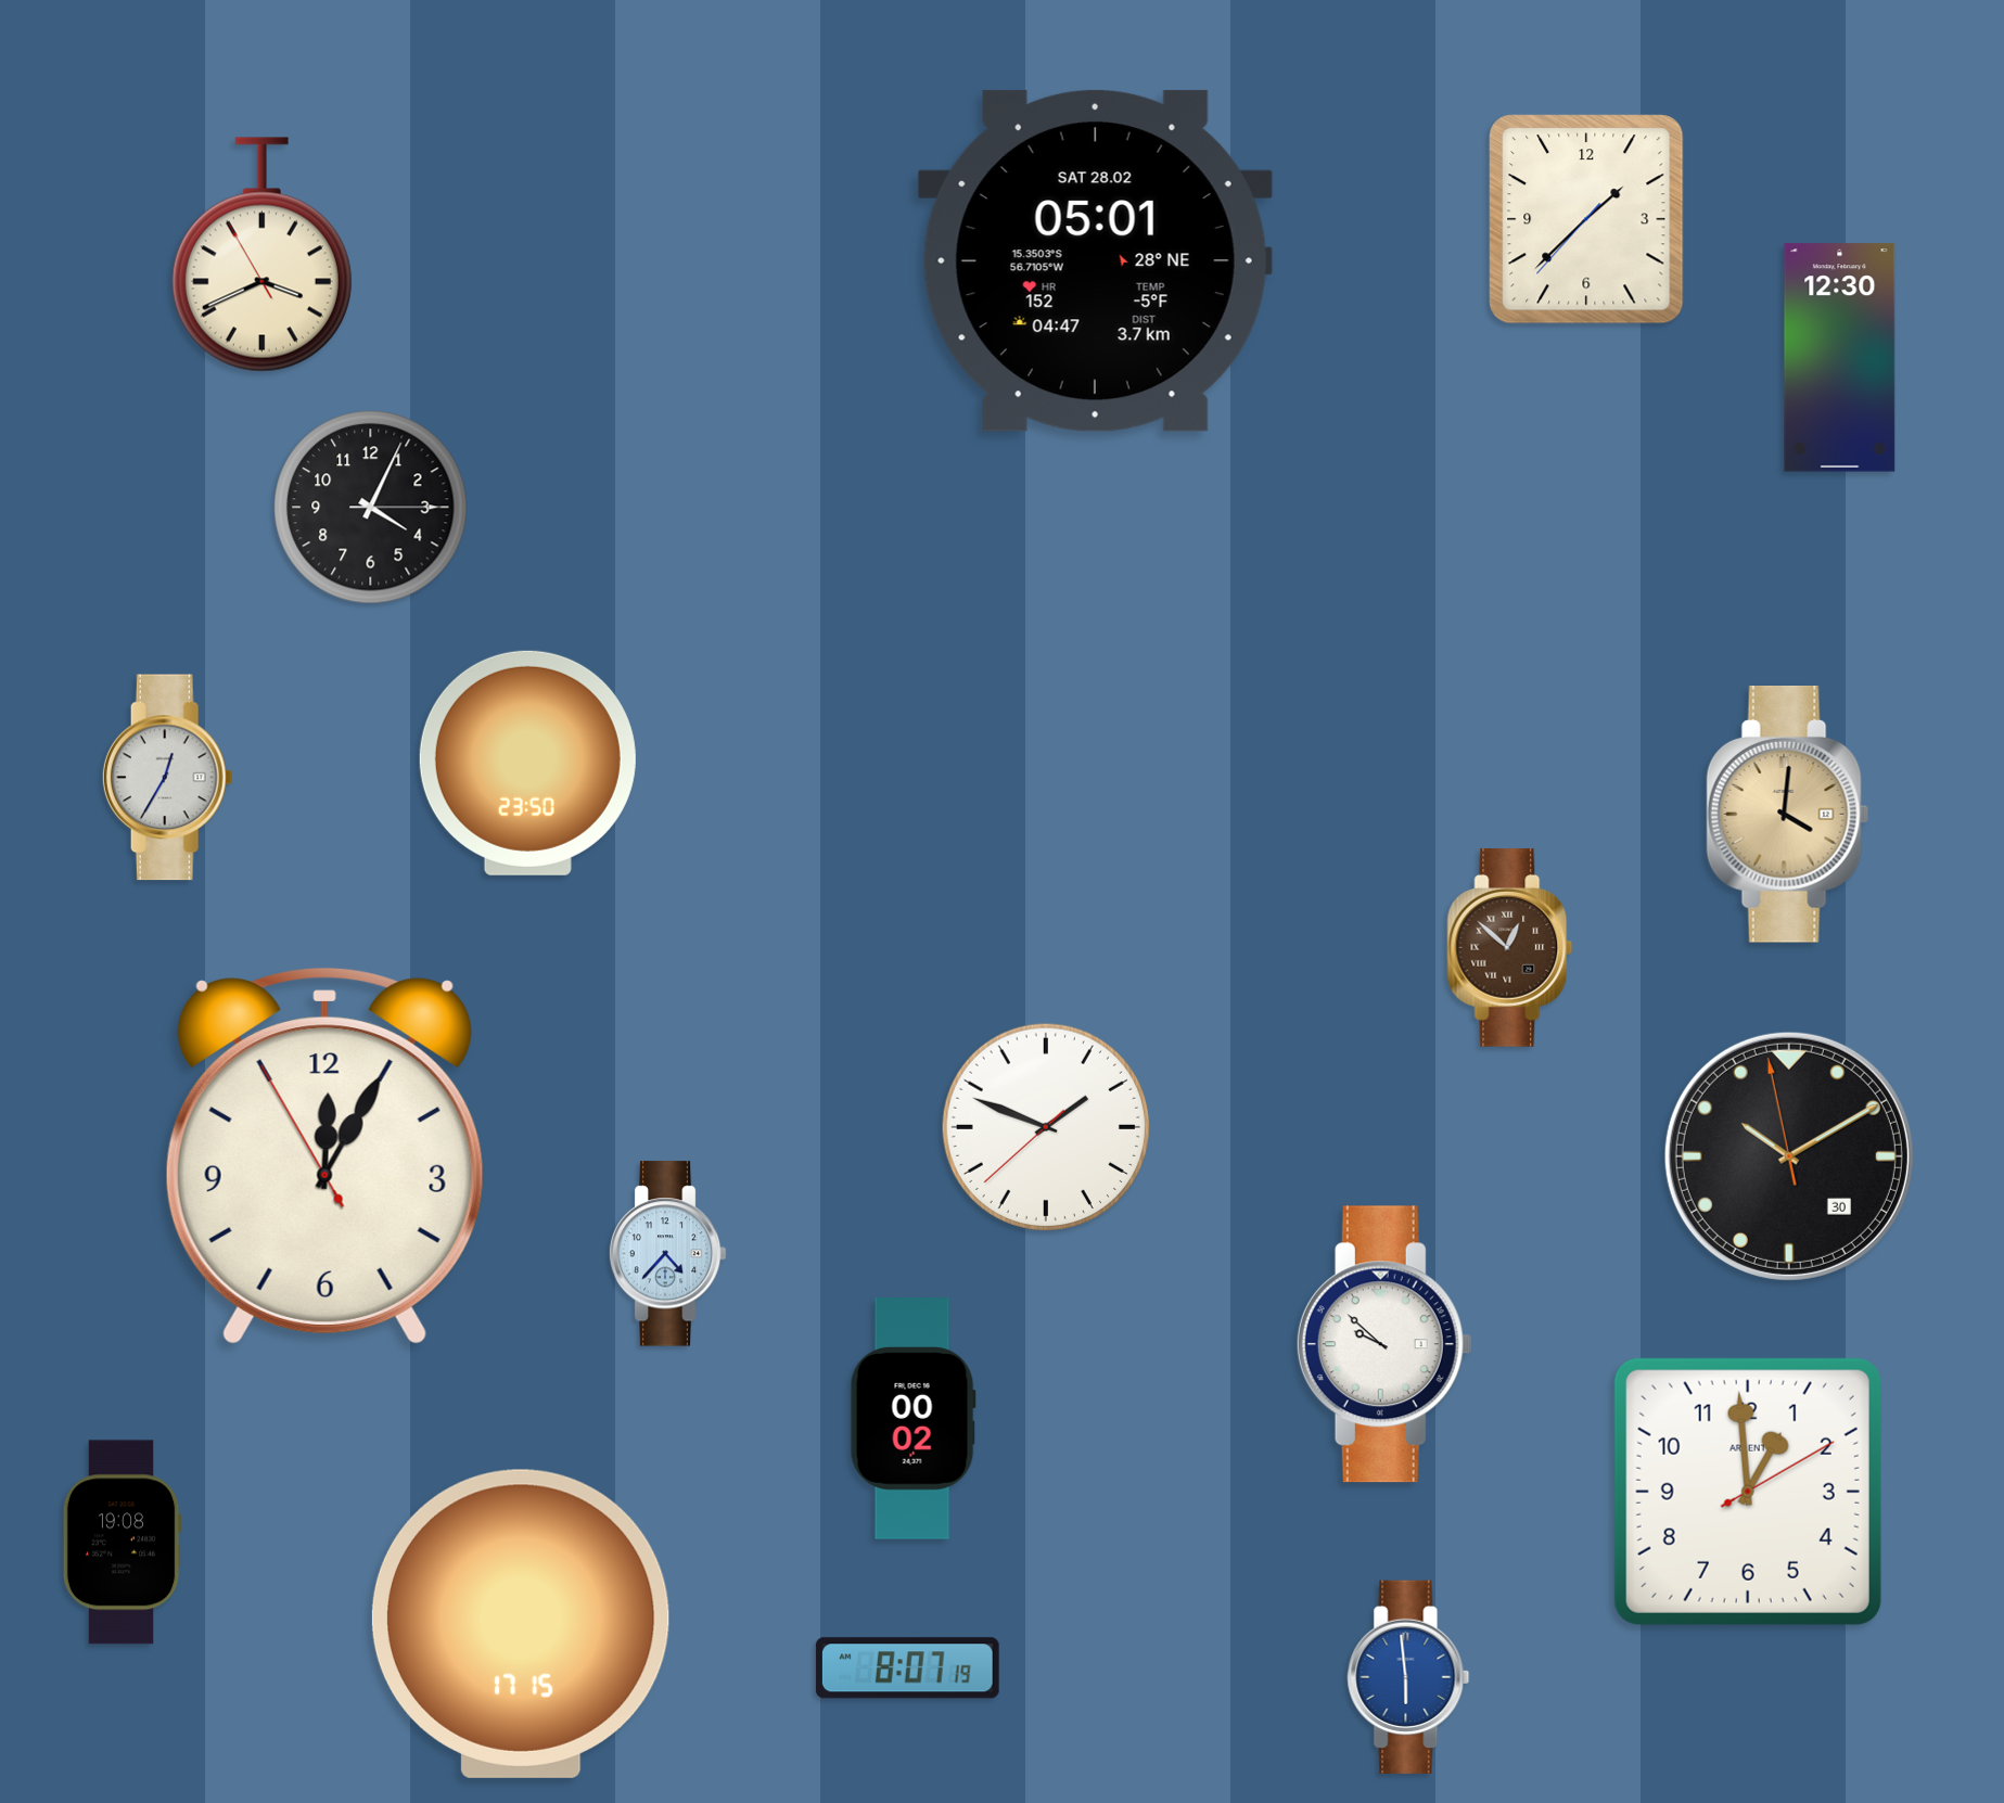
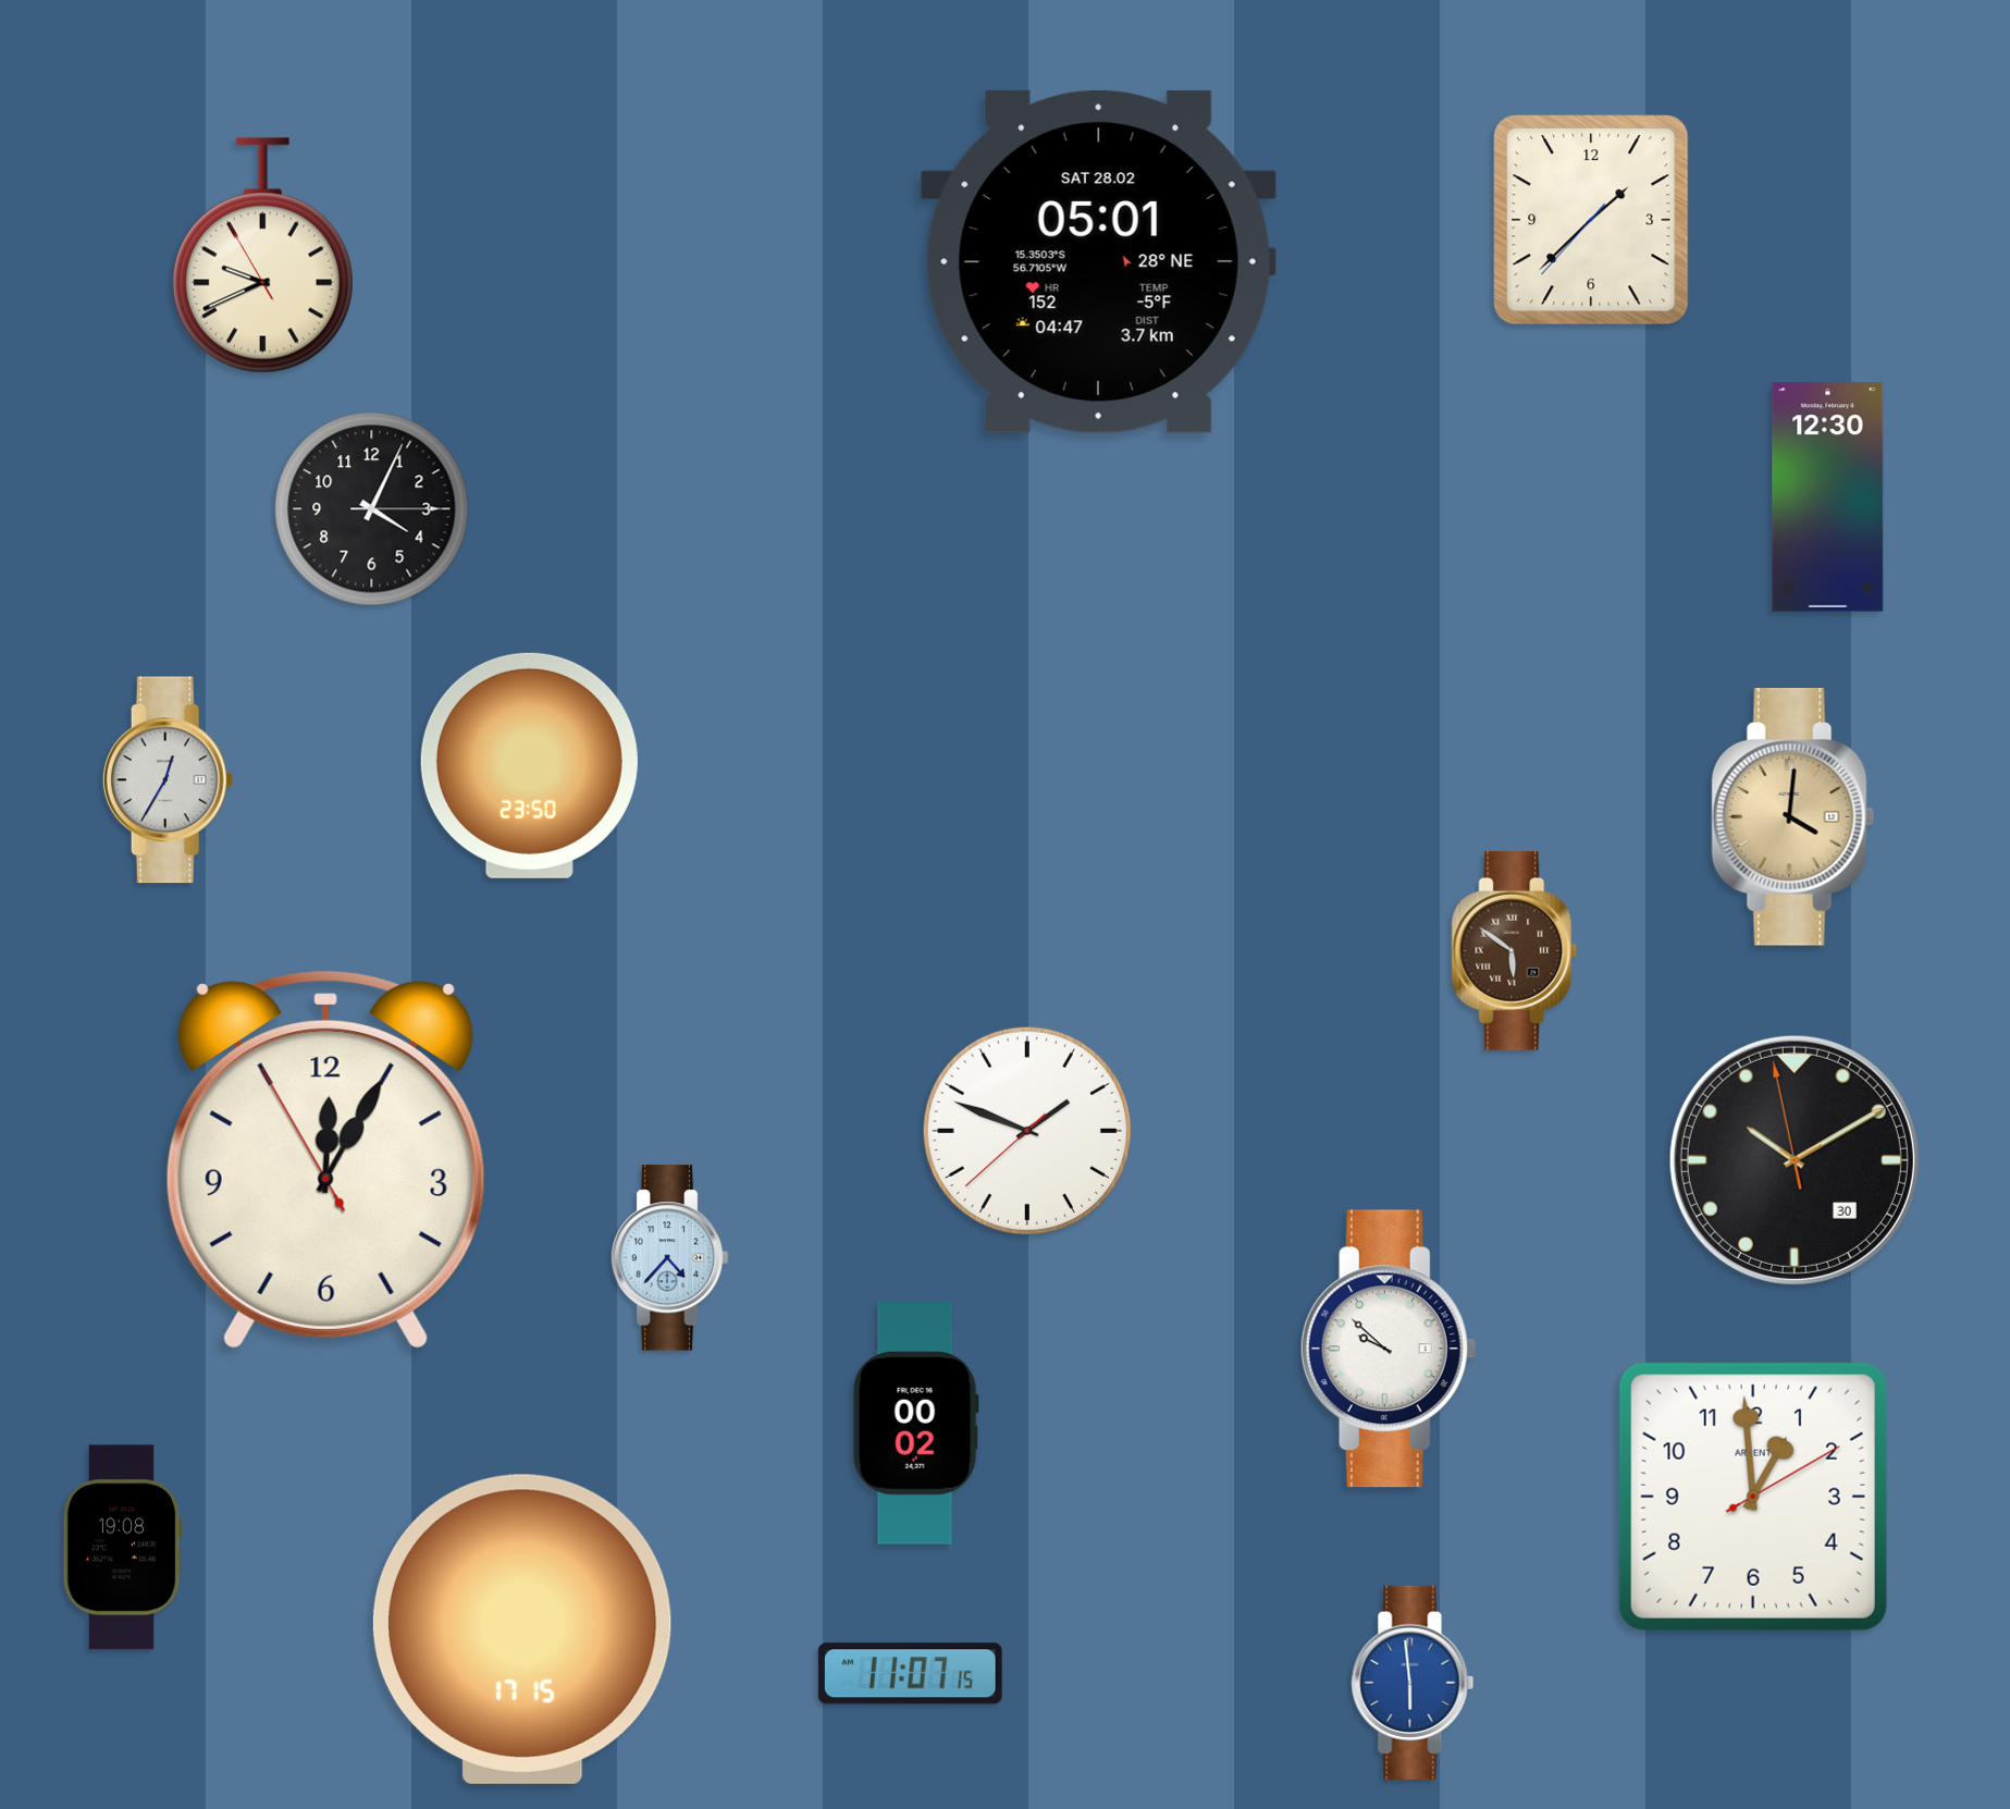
clock at (261, 255): 3:40 -> 9:40
clock at (1840, 358) position: (1840, 358) -> (1828, 497)
clock at (1510, 948): 12:52 -> 5:51
clock at (1046, 1127) position: (1046, 1127) -> (1027, 1131)
clock at (907, 1668): 8:07 -> 11:07
